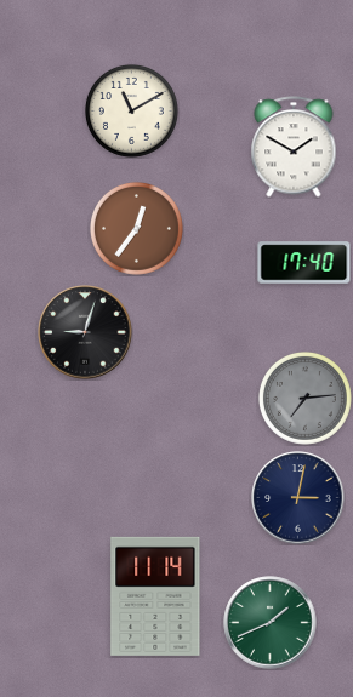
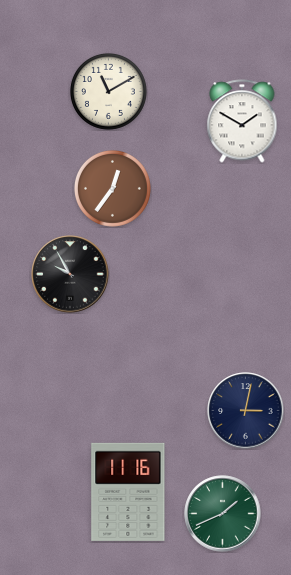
clock at (304, 263): 17:40 -> none
clock at (85, 332): 9:03 -> 9:55
clock at (304, 398): 7:14 -> none
clock at (155, 596): 11:14 -> 11:16
